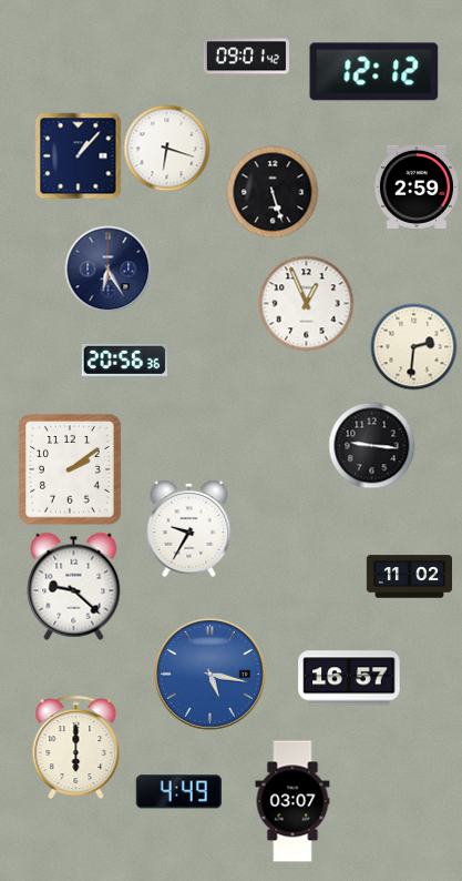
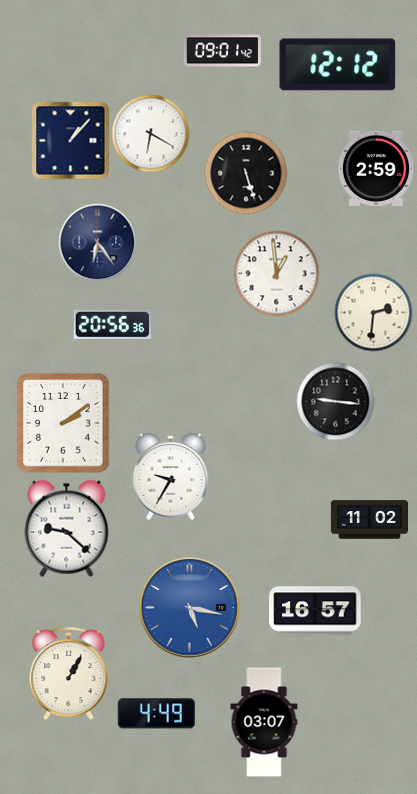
clock at (166, 148): 6:18 -> 6:20
clock at (107, 269): 6:25 -> 6:24
clock at (306, 303): 12:56 -> 12:59
clock at (76, 747): 6:00 -> 1:05
clock at (178, 792) position: (178, 792) -> (156, 714)
